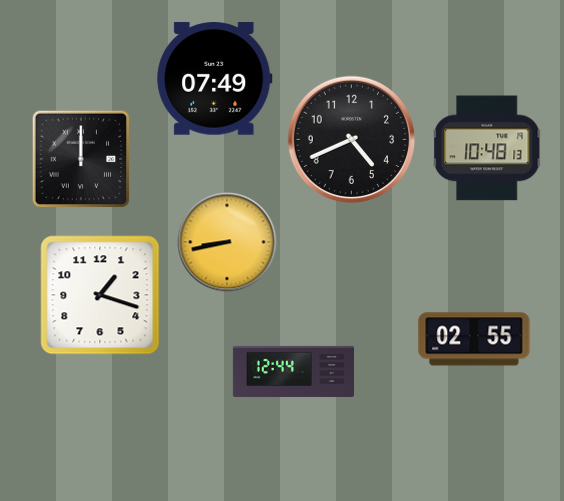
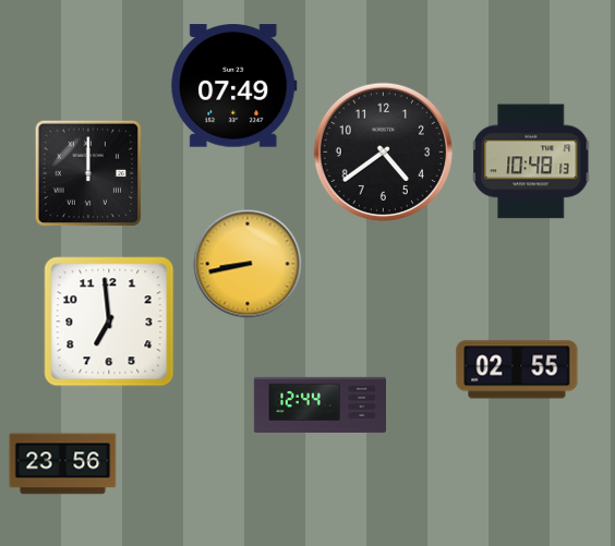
clock at (352, 140): 4:41 -> 4:39
clock at (100, 295): 1:18 -> 6:59
clock at (63, 464): none -> 23:56
